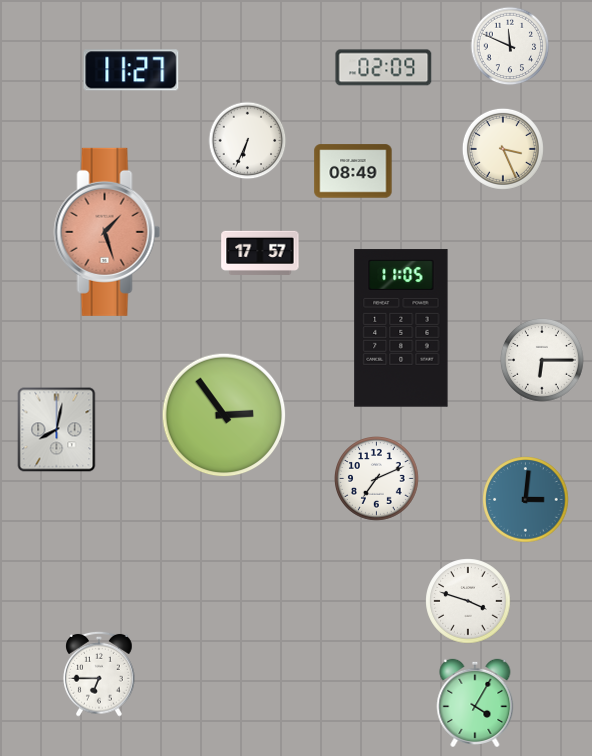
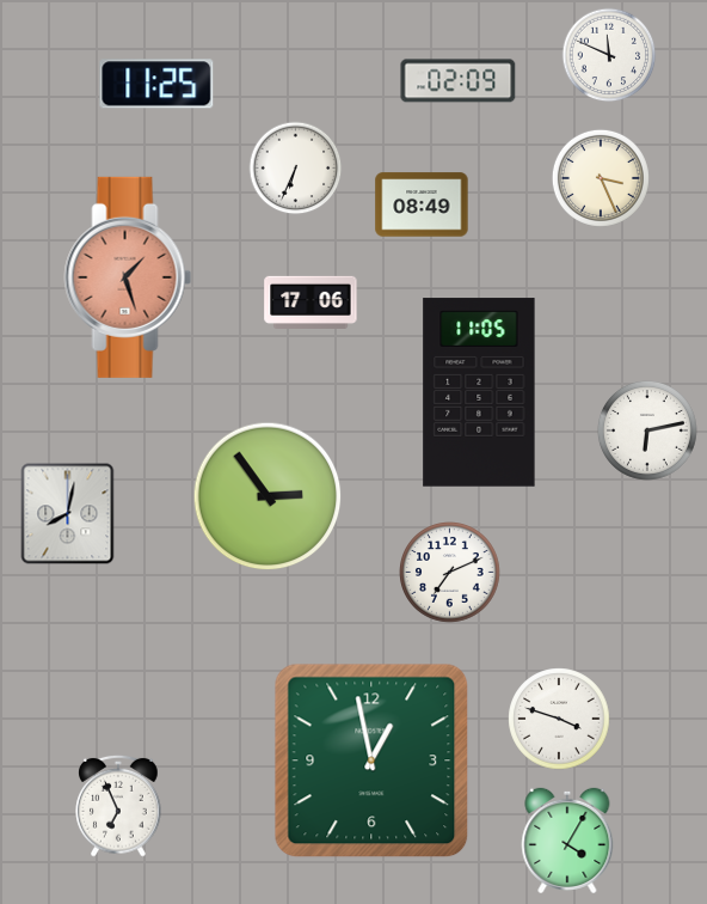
clock at (131, 70): 11:27 -> 11:25
clock at (260, 253): 17:57 -> 17:06
clock at (542, 360): 6:15 -> 6:13
clock at (526, 500): 3:01 -> none
clock at (371, 761): none -> 12:58
clock at (99, 674): 6:45 -> 6:56
